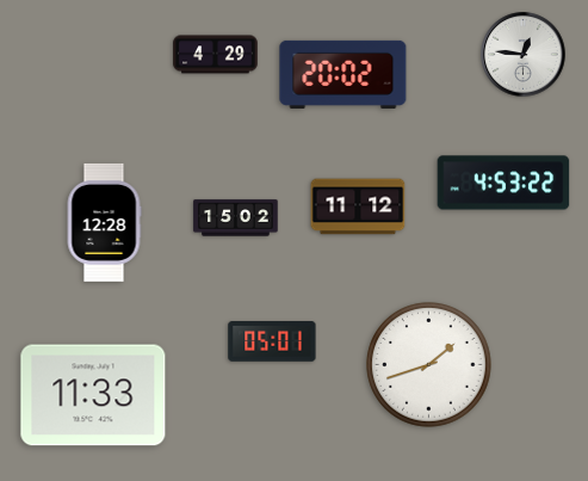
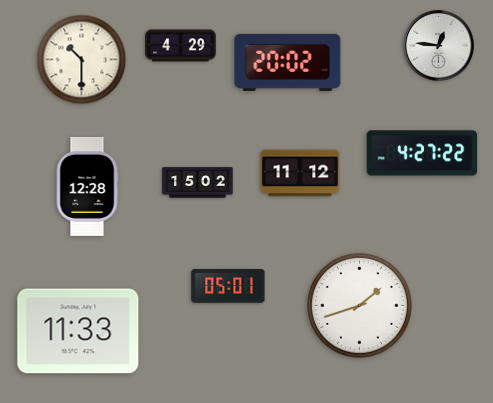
clock at (82, 60): none -> 10:30
clock at (503, 183): 4:53 -> 4:27
